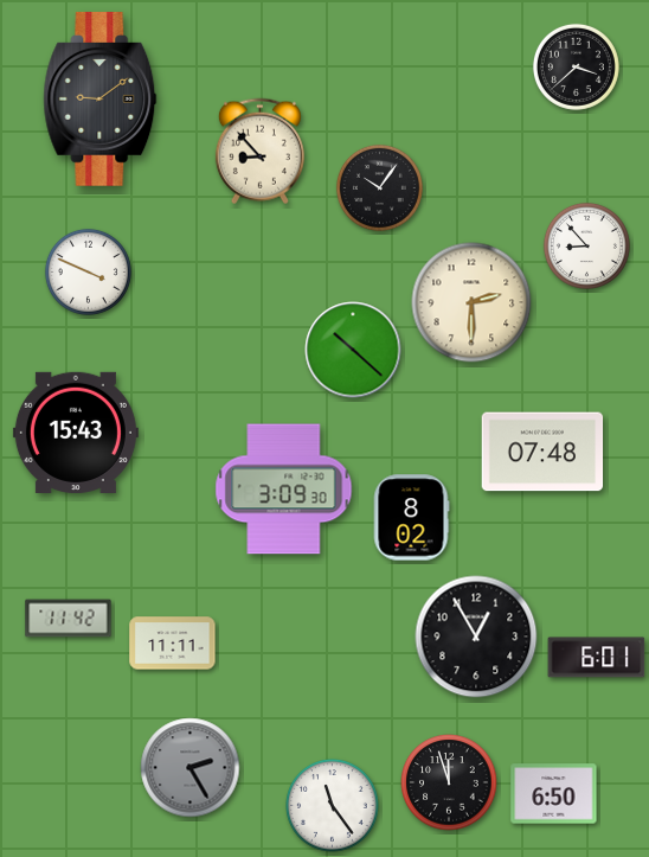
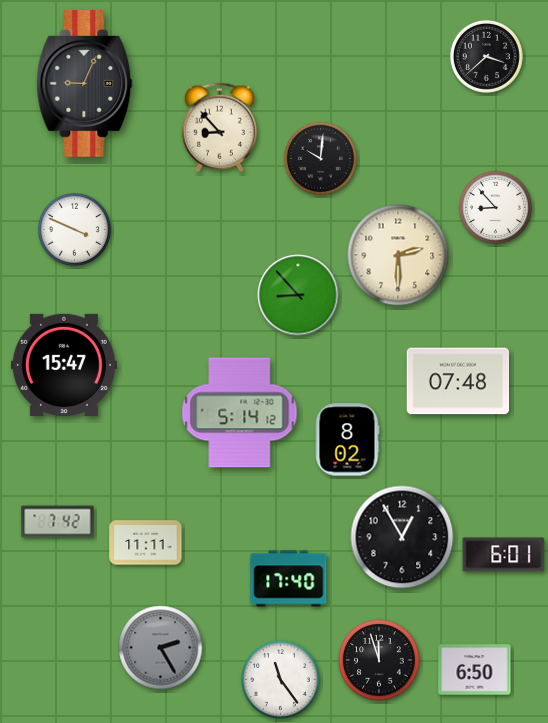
clock at (101, 100): 9:09 -> 9:04
clock at (379, 187): 10:06 -> 10:01
clock at (353, 350): 10:22 -> 8:53
clock at (76, 433): 15:43 -> 15:47
clock at (284, 490): 3:09 -> 5:14
clock at (411, 518) position: (411, 518) -> (347, 440)
clock at (69, 619): 11:42 -> 7:42
clock at (289, 579): none -> 17:40
clock at (554, 794) position: (554, 794) -> (475, 670)
